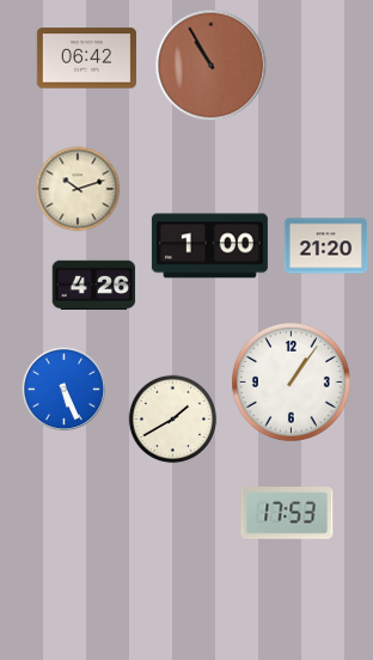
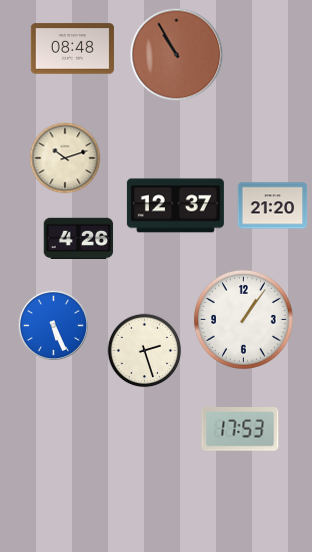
clock at (86, 59): 06:42 -> 08:48
clock at (209, 246): 1:00 -> 12:37
clock at (173, 420): 1:40 -> 2:27
